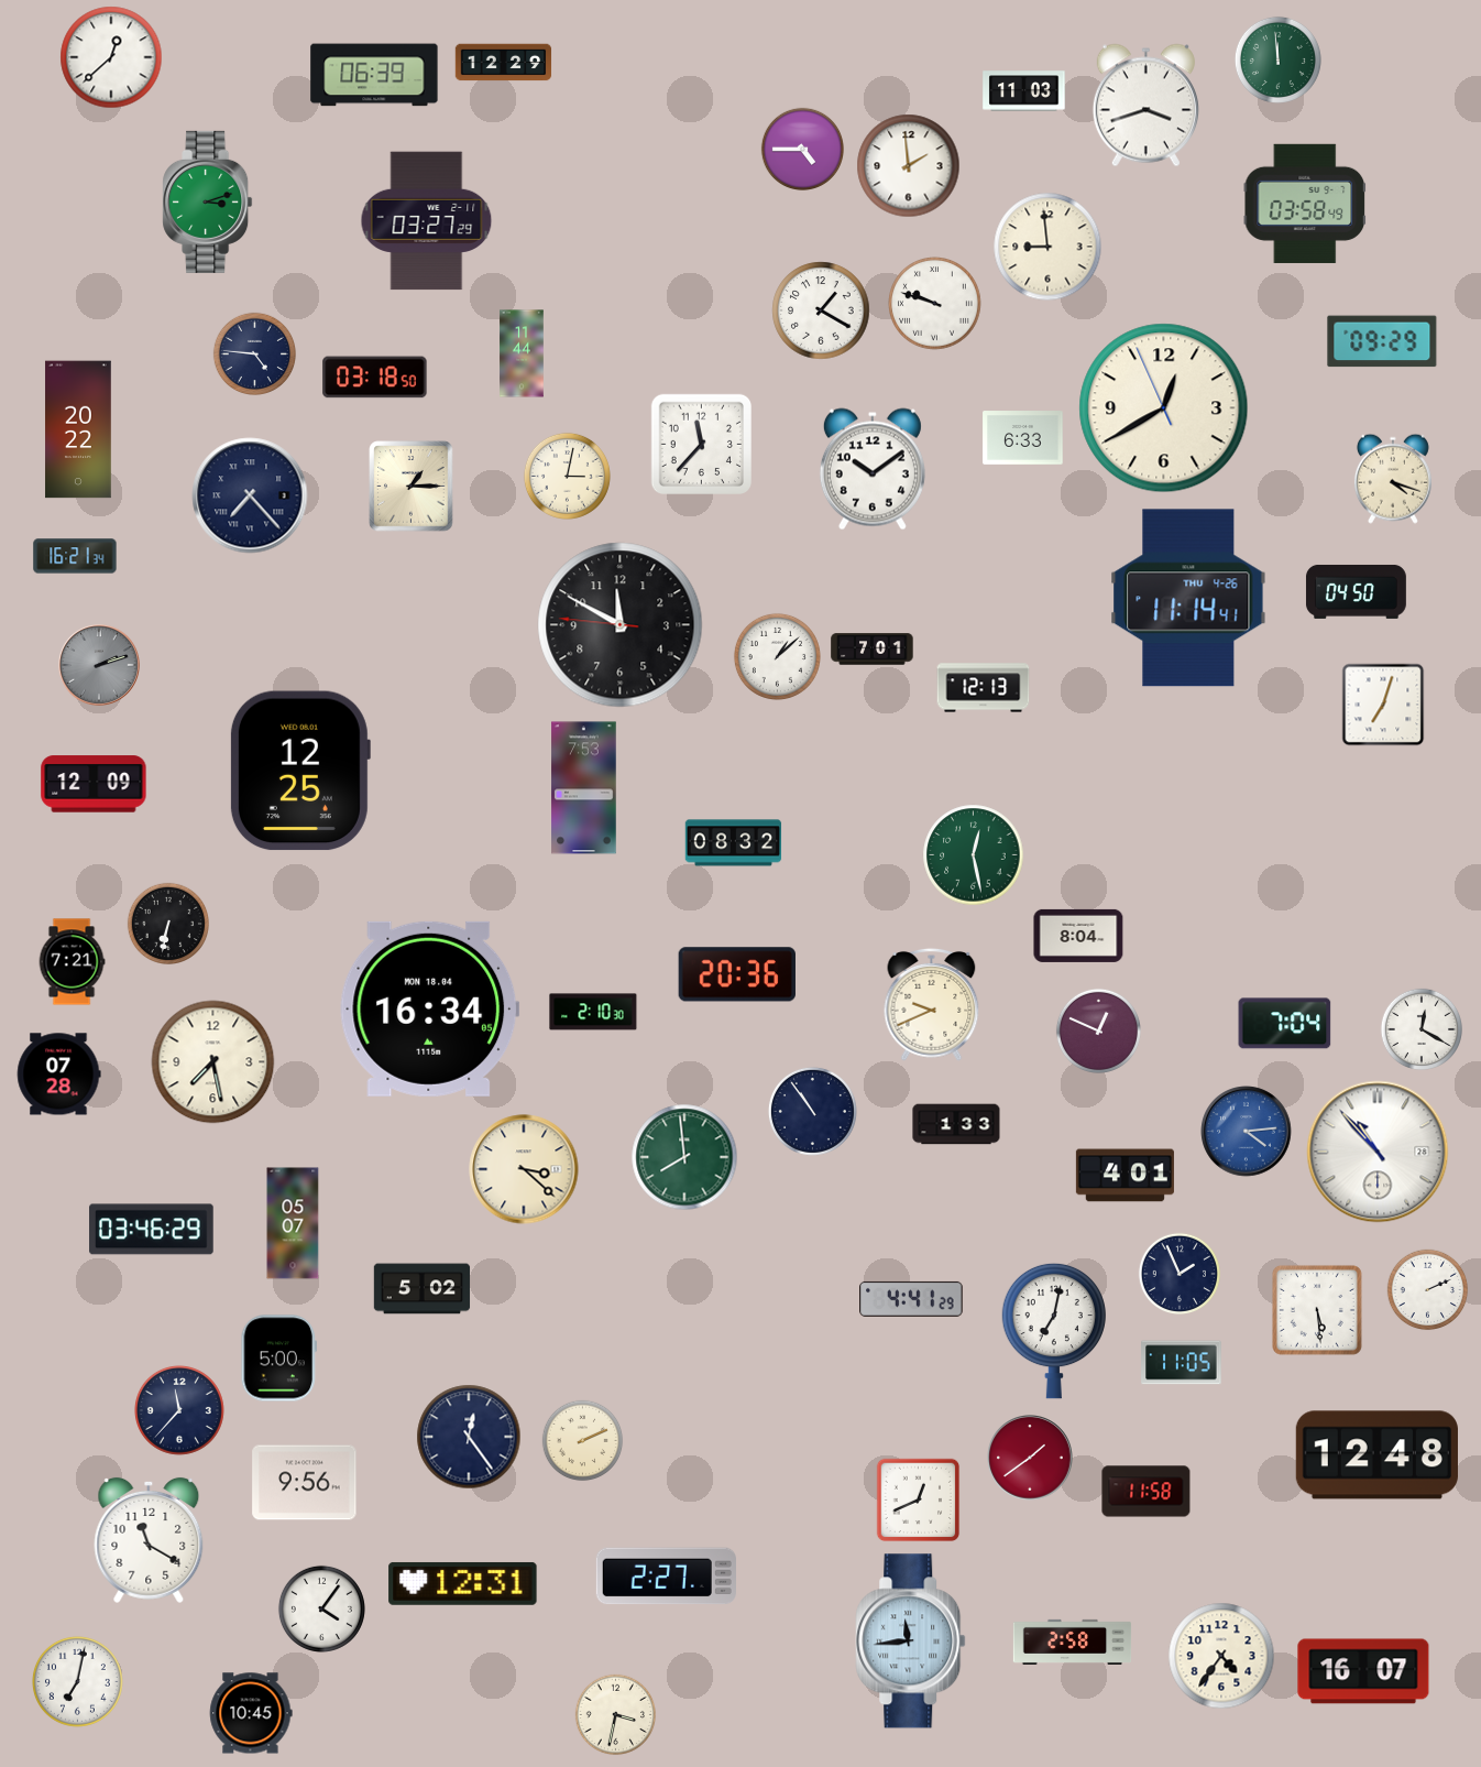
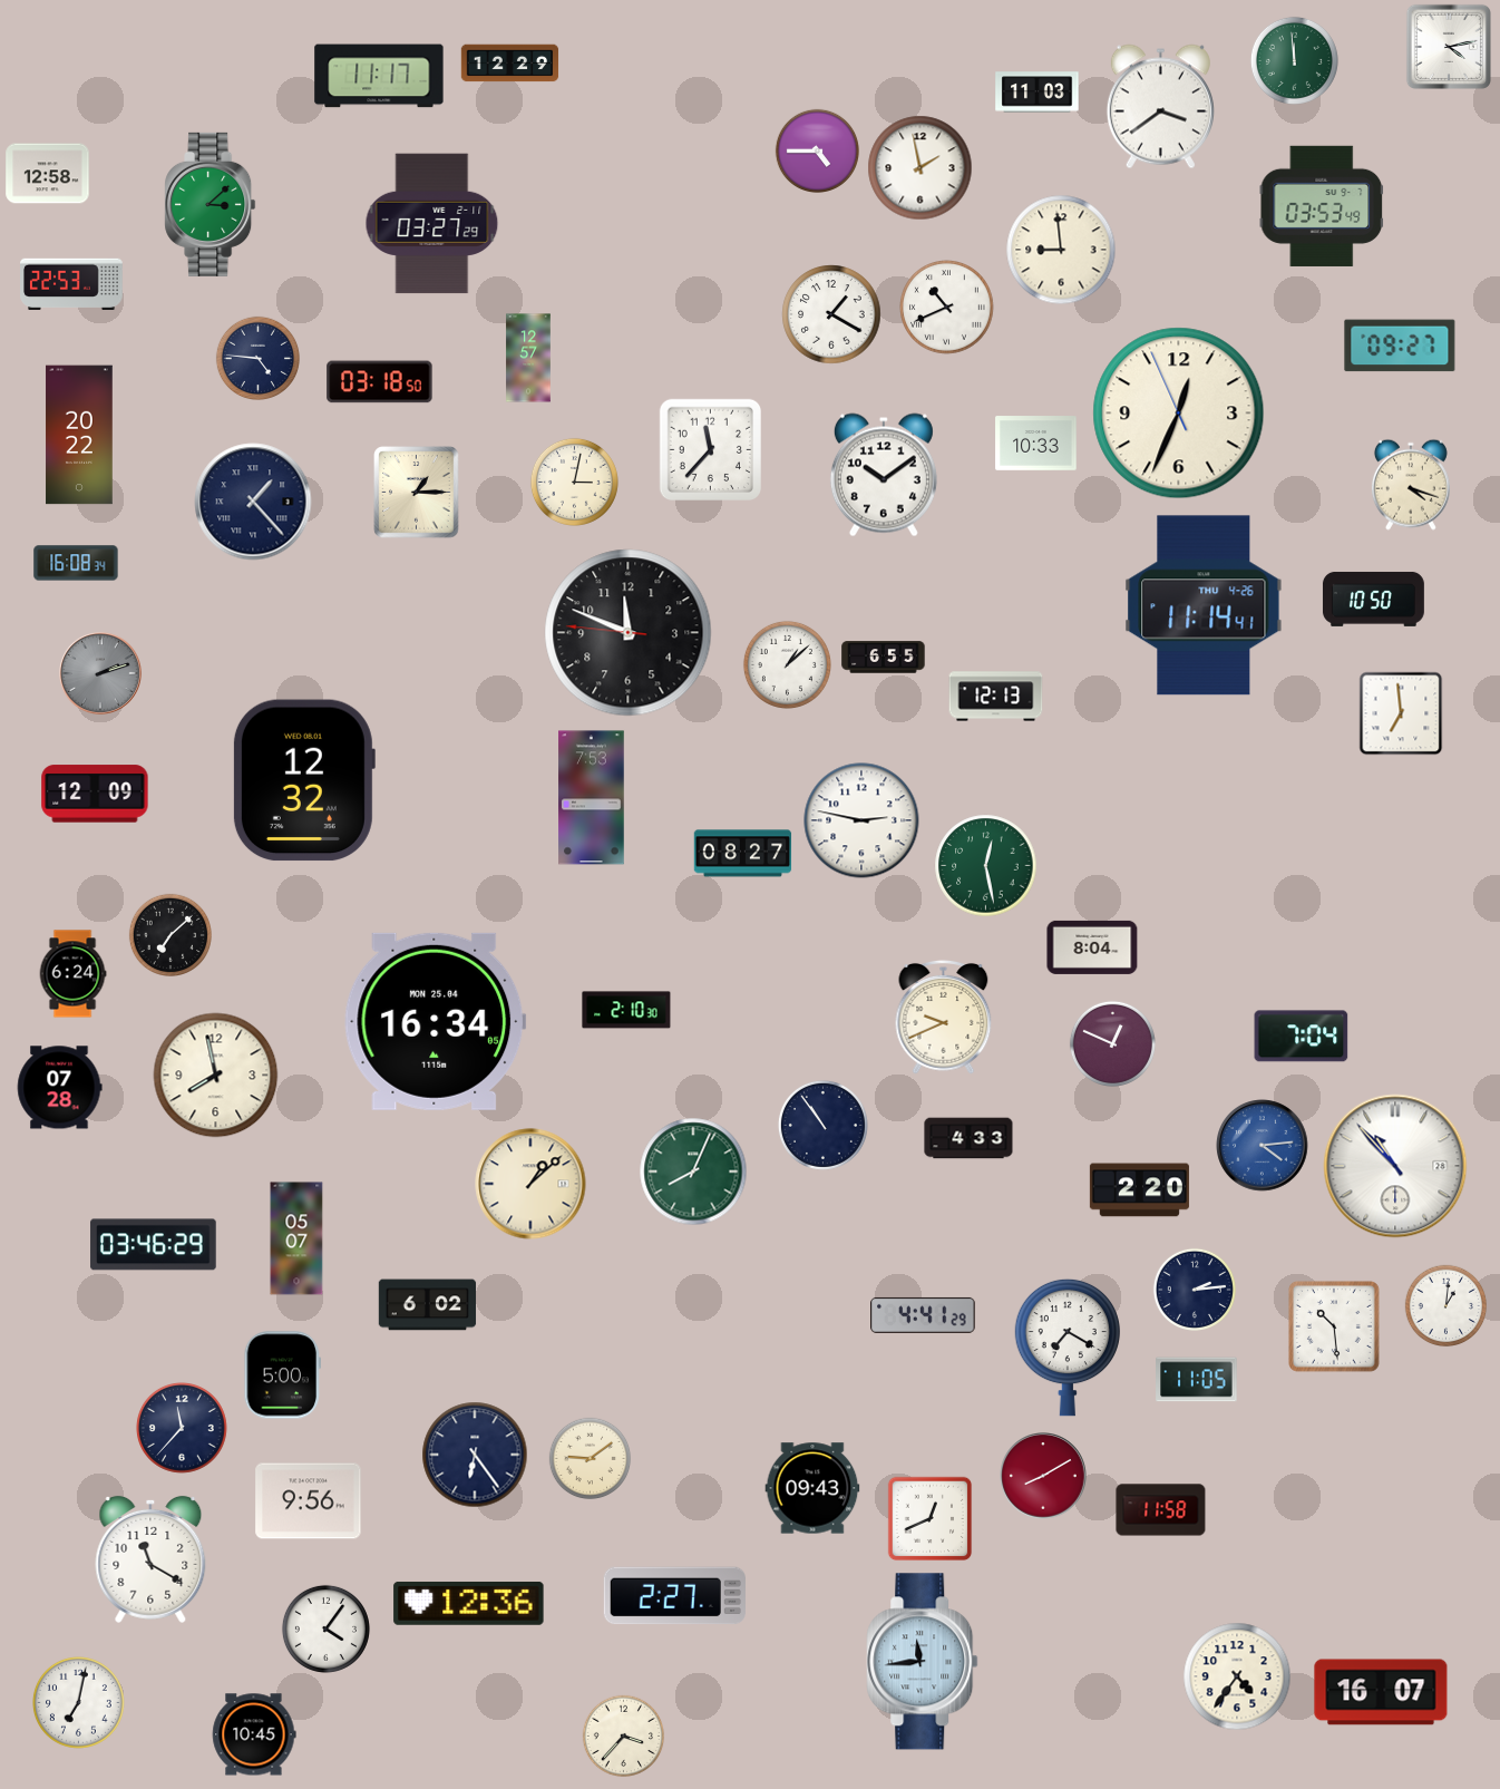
clock at (1449, 47): none -> 4:13
clock at (111, 57): 12:38 -> none
clock at (374, 75): 06:39 -> 11:17
clock at (1145, 106): 3:42 -> 3:39
clock at (802, 149) position: (802, 149) -> (817, 150)
clock at (909, 166): 1:59 -> 1:58
clock at (48, 174): none -> 12:58
clock at (208, 201): 3:12 -> 3:08
clock at (1304, 204): 03:58 -> 03:53
clock at (72, 283): none -> 22:53
clock at (935, 304): 9:48 -> 10:41
clock at (1382, 341): 09:29 -> 09:27
clock at (522, 353): 11:44 -> 12:57
clock at (1164, 408): 12:39 -> 12:33
clock at (1023, 438): 6:33 -> 10:33
clock at (250, 495): 7:23 -> 1:23
clock at (75, 556): 16:21 -> 16:08
clock at (1357, 591): 04:50 -> 10:50
clock at (621, 625): 11:49 -> 11:48
clock at (873, 650): 7:01 -> 6:55
clock at (1383, 705): 7:03 -> 6:59
clock at (299, 771): 12:25 -> 12:32
clock at (861, 820): none -> 2:47
clock at (734, 843): 08:32 -> 08:27
clock at (167, 923): 6:32 -> 7:08
clock at (72, 962): 7:21 -> 6:24
clock at (737, 974): 20:36 -> none
clock at (430, 1008) date: MON 18.04 -> MON 25.04
clock at (593, 1012) position: (593, 1012) -> (626, 1010)
clock at (1420, 1028): 12:20 -> none
clock at (213, 1062): 7:28 -> 7:58
clock at (956, 1124): 1:33 -> 4:33
clock at (684, 1157): 7:59 -> 8:04
clock at (524, 1169): 3:22 -> 1:08
clock at (1125, 1176): 4:01 -> 2:20
clock at (1178, 1273): 1:56 -> 2:14
clock at (423, 1289): 5:02 -> 6:02
clock at (1428, 1290): 2:11 -> 1:01
clock at (1317, 1310): 5:29 -> 10:29
clock at (1053, 1331): 7:02 -> 7:20
clock at (469, 1437): 12:24 -> 6:24
clock at (583, 1441): 2:11 -> 9:09
clock at (1376, 1455): 12:48 -> none
clock at (1030, 1458): 1:39 -> 8:10
clock at (812, 1488): none -> 09:43
clock at (463, 1583): 12:31 -> 12:36
clock at (1073, 1641): 2:58 -> none
clock at (616, 1715): 3:32 -> 3:37
